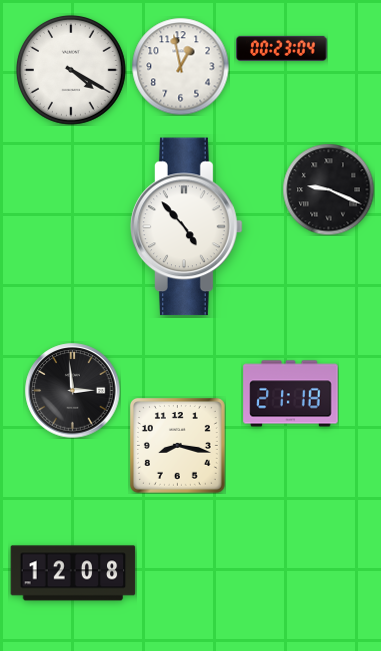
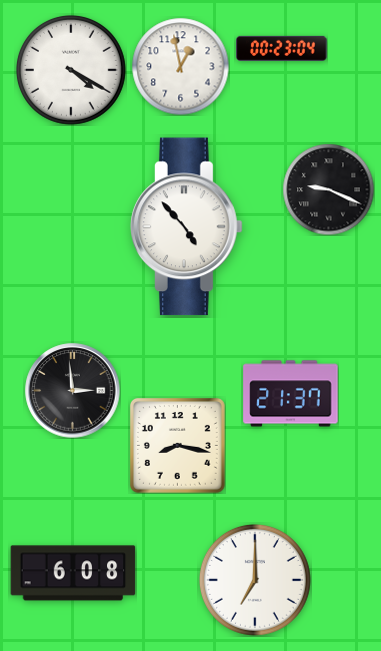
clock at (291, 394): 21:18 -> 21:37
clock at (73, 573): 12:08 -> 6:08
clock at (255, 580): none -> 7:00
